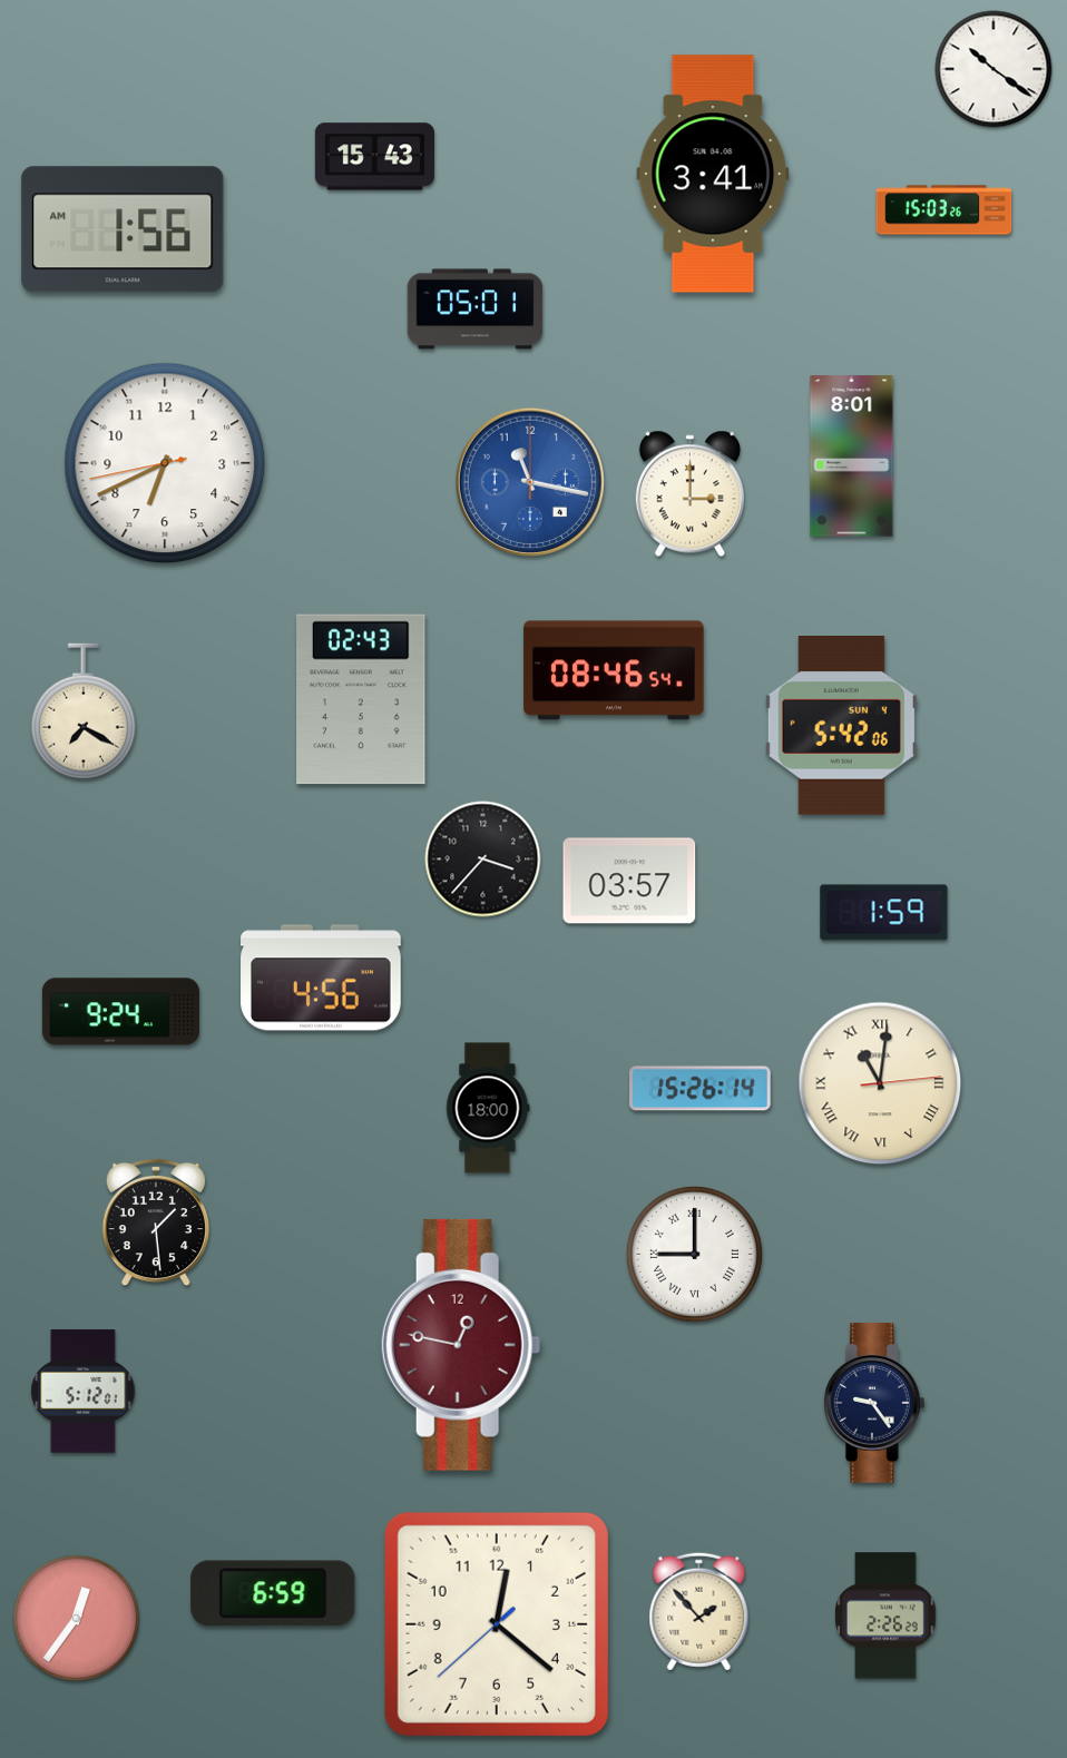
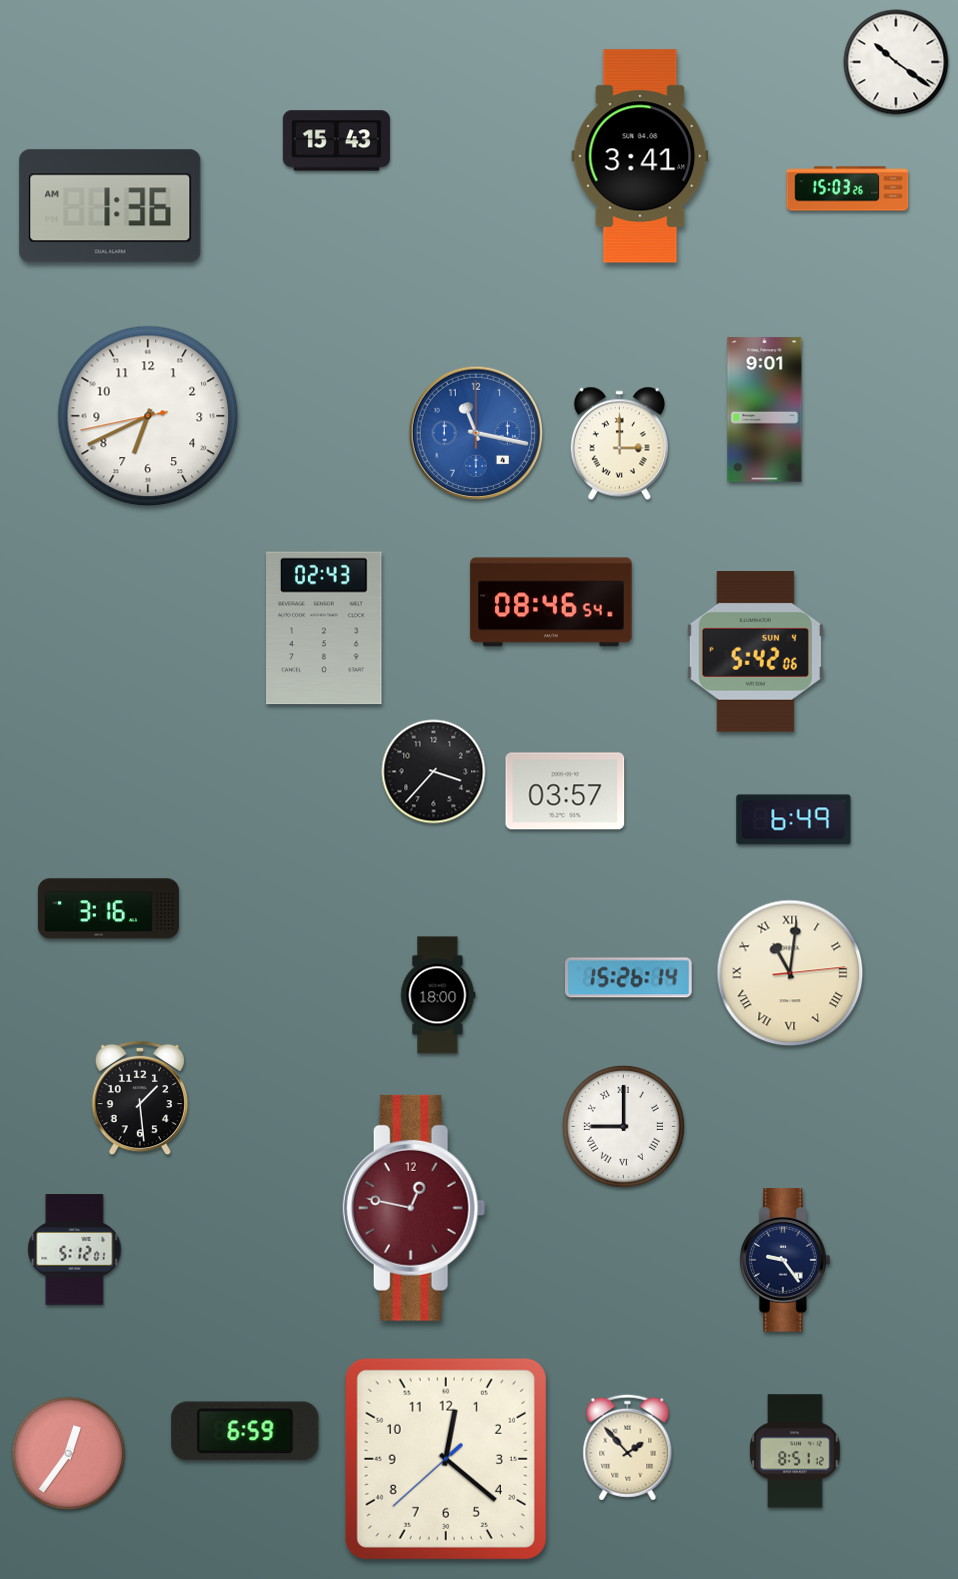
clock at (993, 69) position: (993, 69) -> (896, 62)
clock at (123, 229): 1:56 -> 1:36
clock at (476, 310): 05:01 -> none
clock at (852, 456): 8:01 -> 9:01
clock at (84, 711): 7:20 -> none
clock at (884, 913): 1:59 -> 6:49
clock at (321, 978): 4:56 -> none
clock at (120, 1012): 9:24 -> 3:16
clock at (885, 1615): 2:26 -> 8:51
